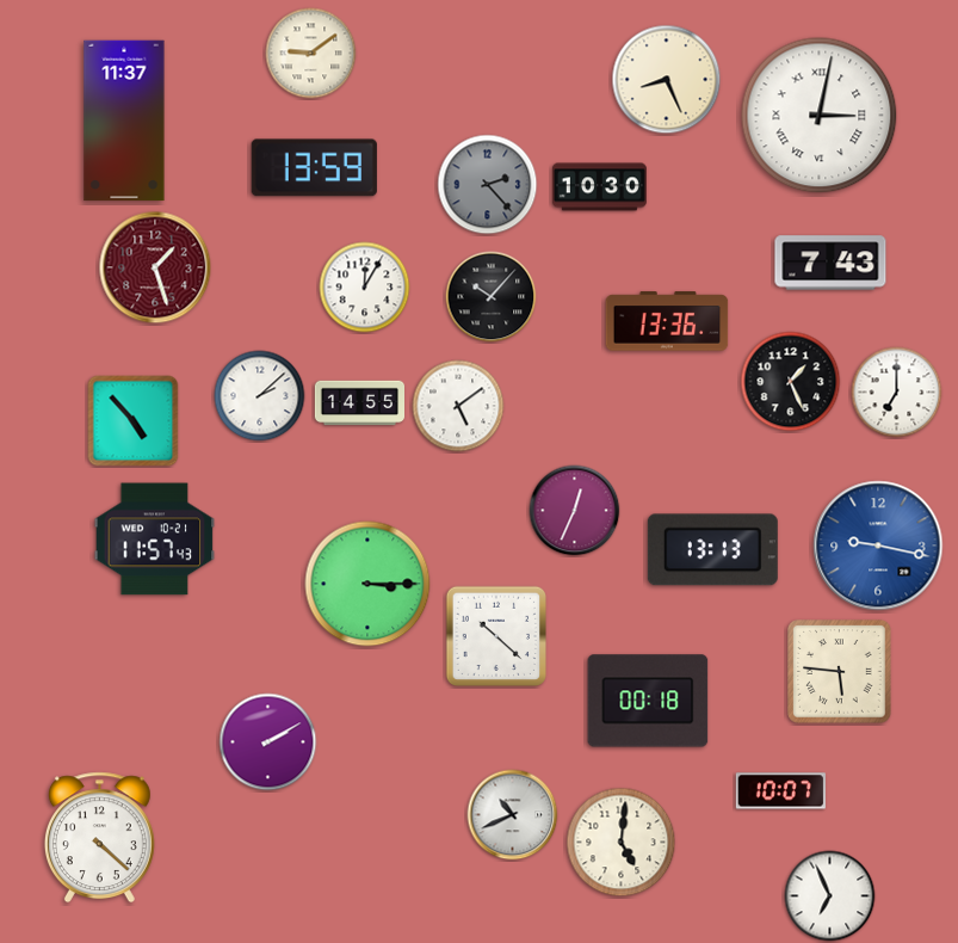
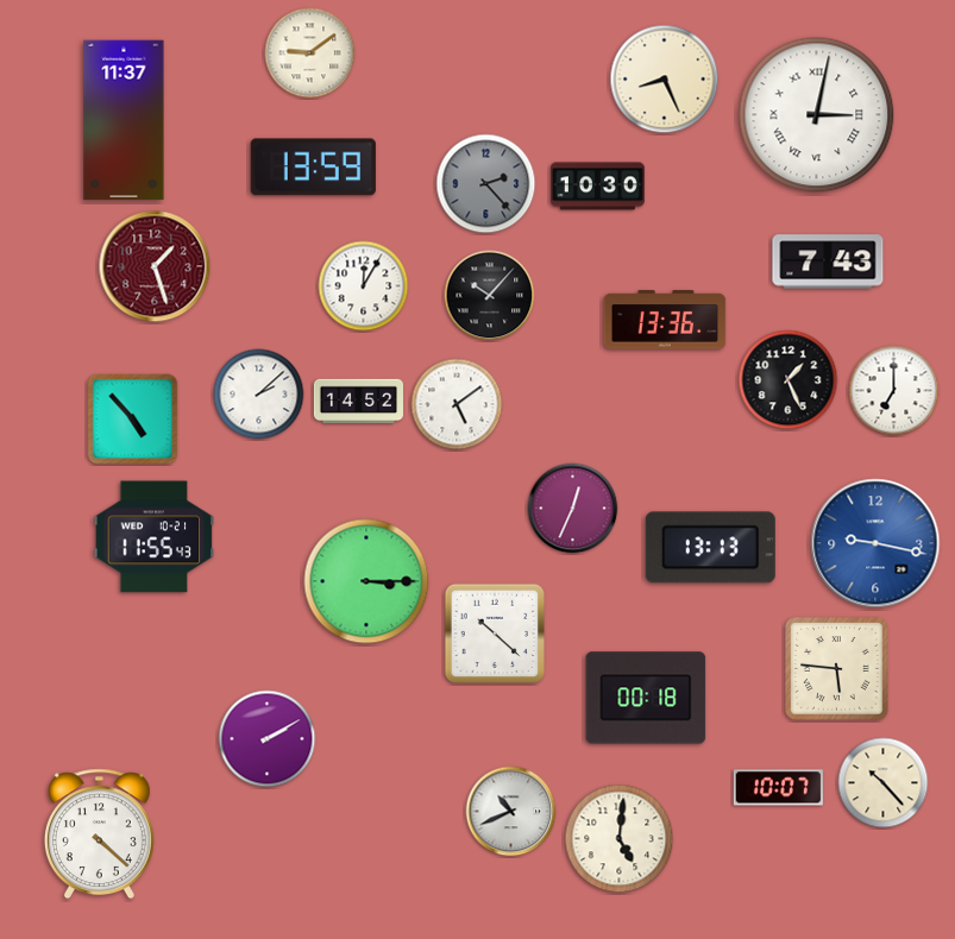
clock at (359, 403): 14:55 -> 14:52
clock at (155, 540): 11:57 -> 11:55
clock at (884, 783): none -> 10:23
clock at (830, 896): 6:56 -> none
